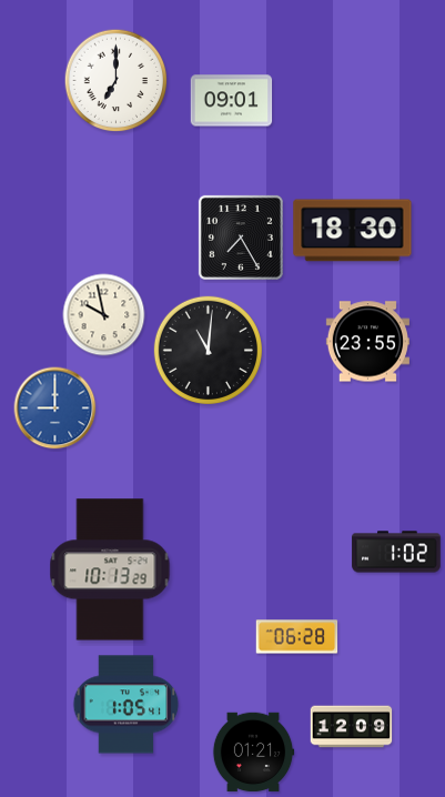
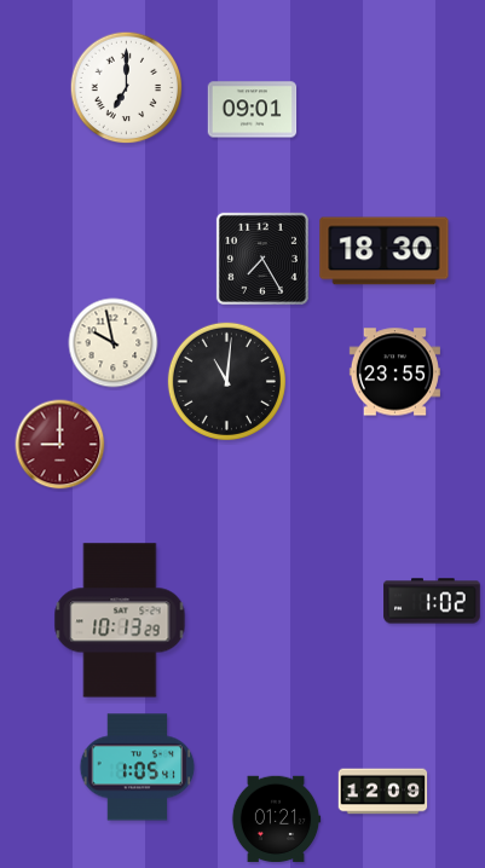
clock at (367, 342) position: (367, 342) -> (394, 372)
clock at (55, 408) dial: blue -> burgundy
clock at (297, 637): 06:28 -> none
